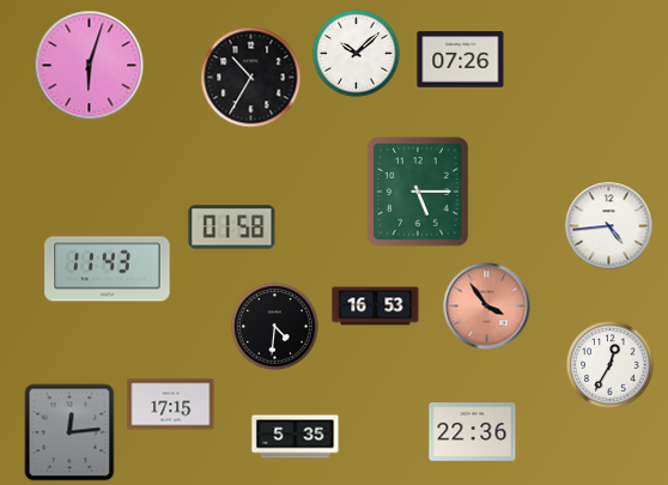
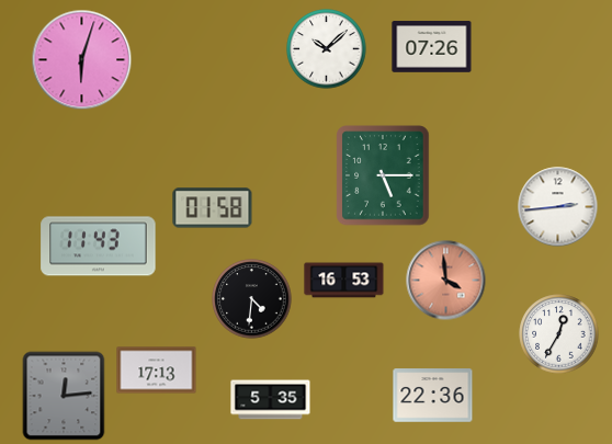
clock at (461, 60) position: (461, 60) -> (432, 47)
clock at (251, 78): 10:35 -> none
clock at (609, 226): 4:44 -> 2:44
clock at (487, 307): 3:54 -> 3:59
clock at (171, 405): 17:15 -> 17:13
